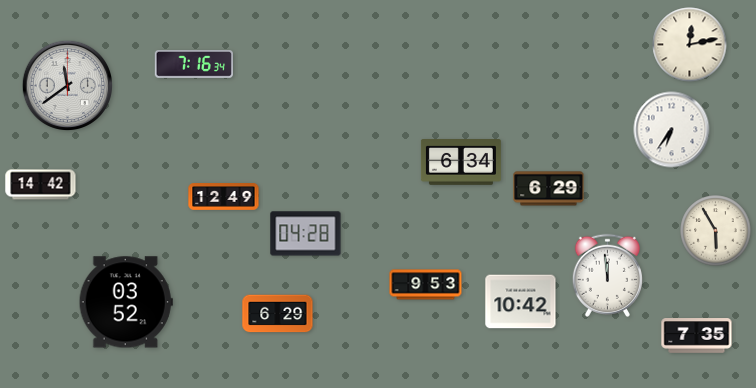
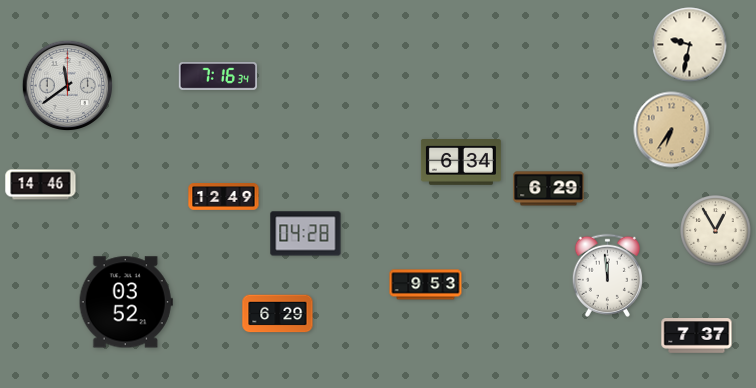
clock at (690, 45): 12:13 -> 9:32
clock at (194, 65) position: (194, 65) -> (218, 77)
clock at (672, 130) dial: white -> champagne
clock at (41, 185): 14:42 -> 14:46
clock at (716, 231): 5:55 -> 12:55
clock at (521, 302): 10:42 -> none
clock at (697, 336): 7:35 -> 7:37
